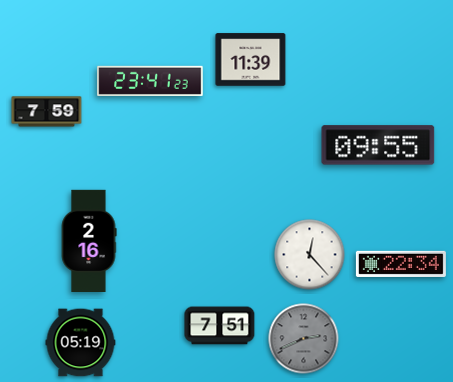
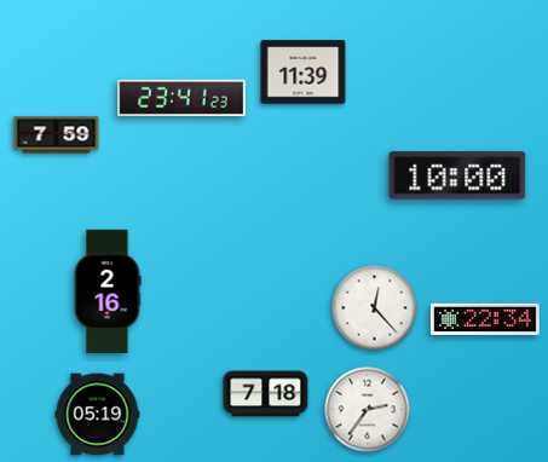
clock at (378, 145): 09:55 -> 10:00
clock at (220, 326): 7:51 -> 7:18
clock at (304, 339): 2:41 -> 2:36
clock at (304, 339) dial: grey -> white
